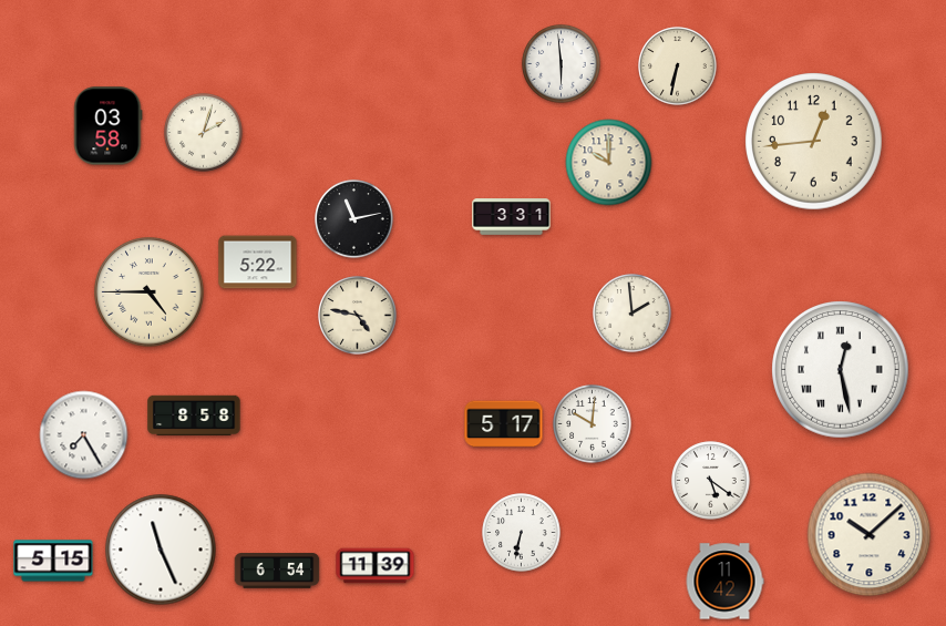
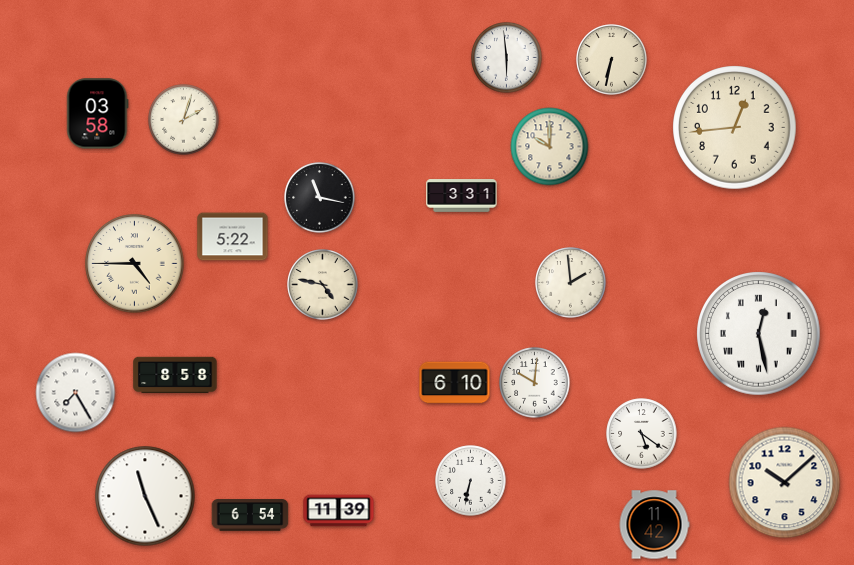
clock at (354, 219): 11:13 -> 11:17
clock at (504, 424): 5:17 -> 6:10
clock at (53, 561): 5:15 -> none
